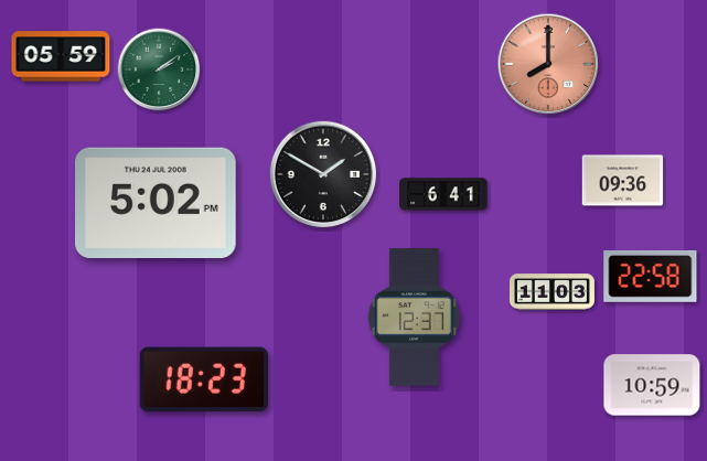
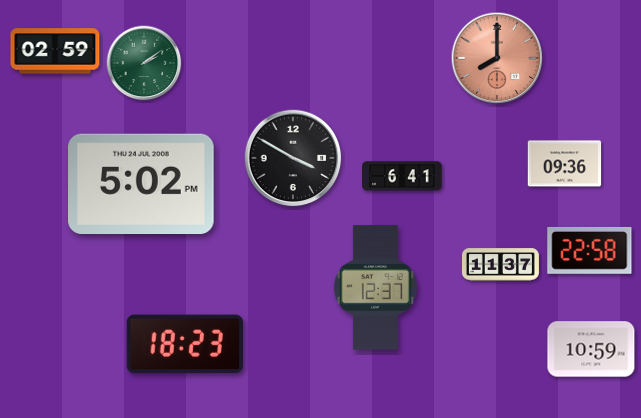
clock at (61, 56): 05:59 -> 02:59
clock at (323, 174): 1:50 -> 3:50
clock at (551, 292): 11:03 -> 11:37
